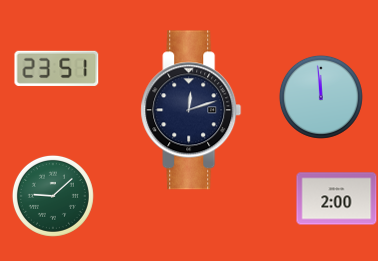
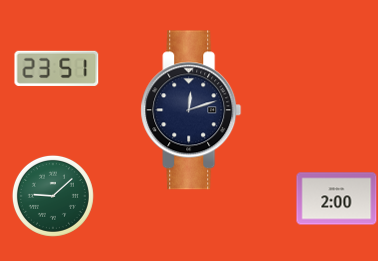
clock at (321, 97): 11:59 -> none
